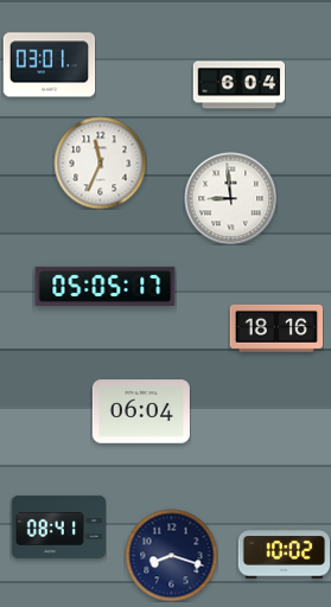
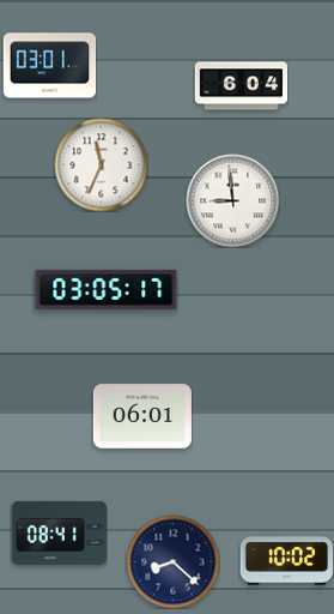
clock at (106, 286): 05:05 -> 03:05
clock at (276, 328): 18:16 -> none
clock at (141, 411): 06:04 -> 06:01
clock at (171, 555): 8:18 -> 8:22
